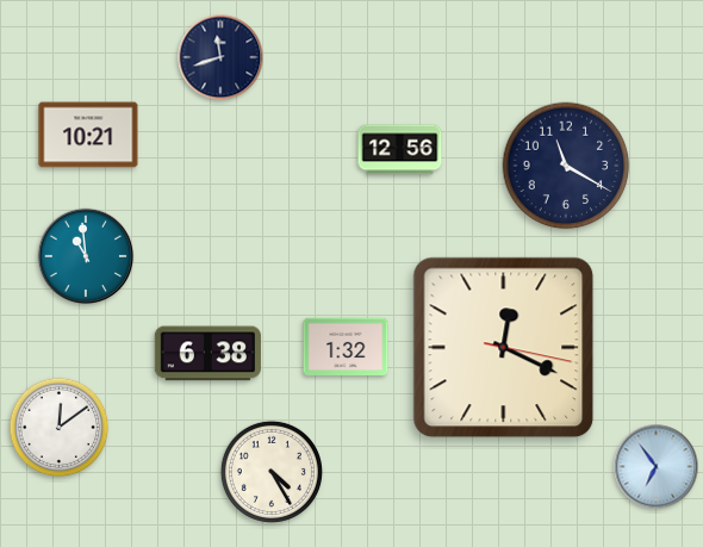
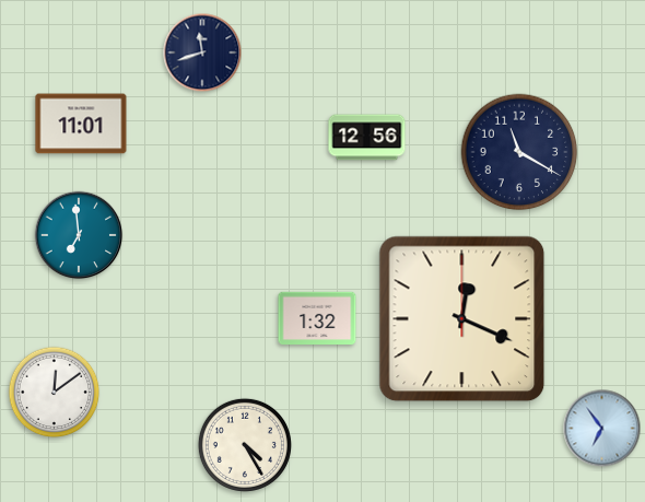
clock at (88, 135): 10:21 -> 11:01
clock at (86, 256): 10:59 -> 6:59
clock at (504, 348): 12:19:17 -> 12:19:00
clock at (207, 354): 6:38 -> none
clock at (272, 472) position: (272, 472) -> (245, 445)
